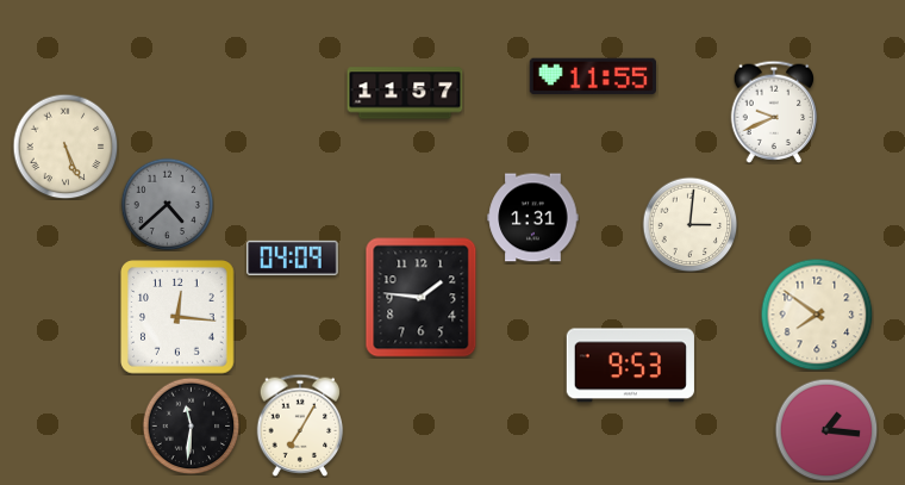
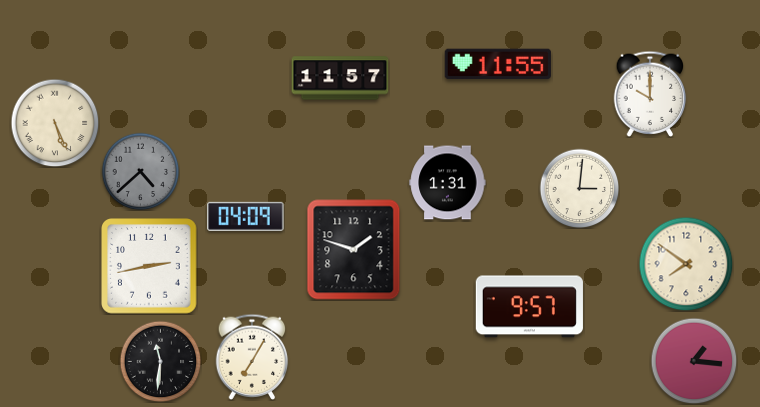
clock at (774, 112): 9:41 -> 10:00
clock at (422, 298): 1:46 -> 1:48
clock at (179, 318): 12:16 -> 2:43
clock at (630, 366): 9:53 -> 9:57
clock at (191, 425) position: (191, 425) -> (160, 361)
